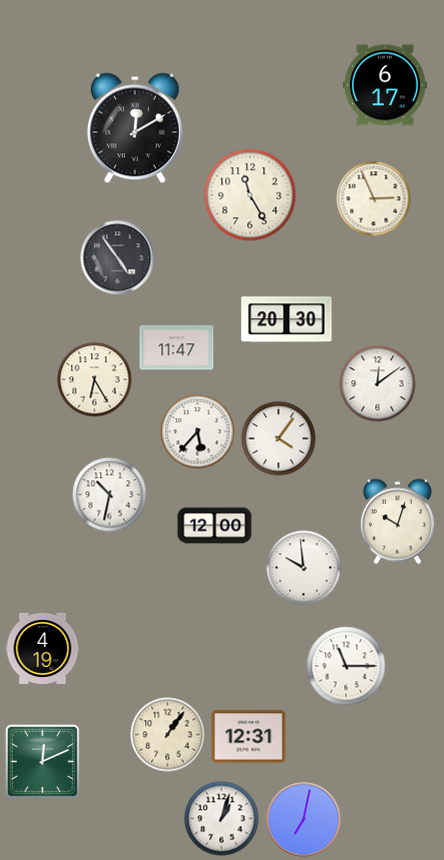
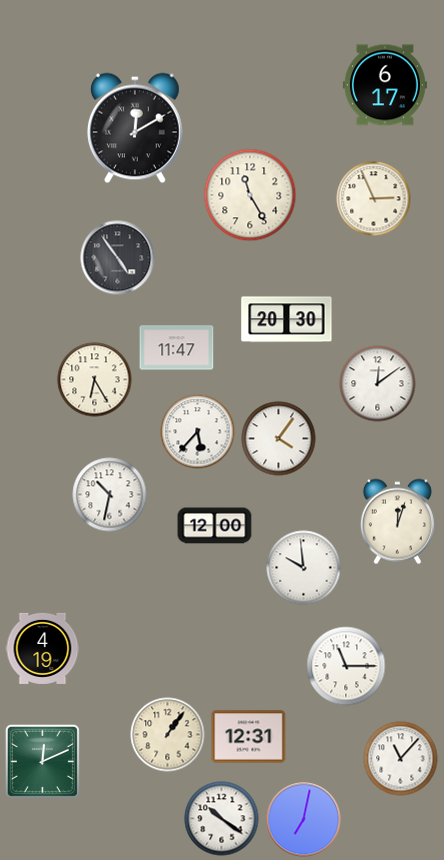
clock at (397, 522): 10:03 -> 12:03
clock at (401, 759): none -> 11:07
clock at (222, 819): 1:03 -> 10:21
